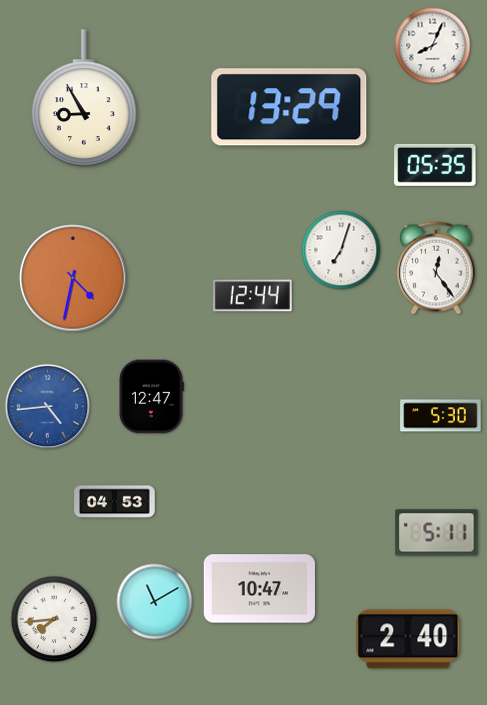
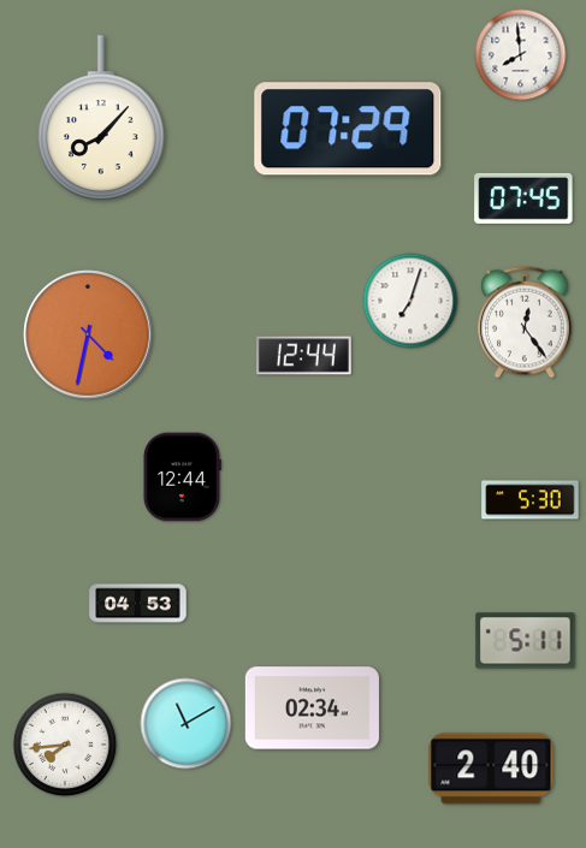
clock at (433, 46): 8:04 -> 7:59
clock at (85, 98): 8:55 -> 8:07
clock at (289, 107): 13:29 -> 07:29
clock at (435, 165): 05:35 -> 07:45
clock at (151, 397): 12:47 -> 12:44
clock at (48, 407): 4:44 -> none
clock at (259, 589): 10:47 -> 02:34
